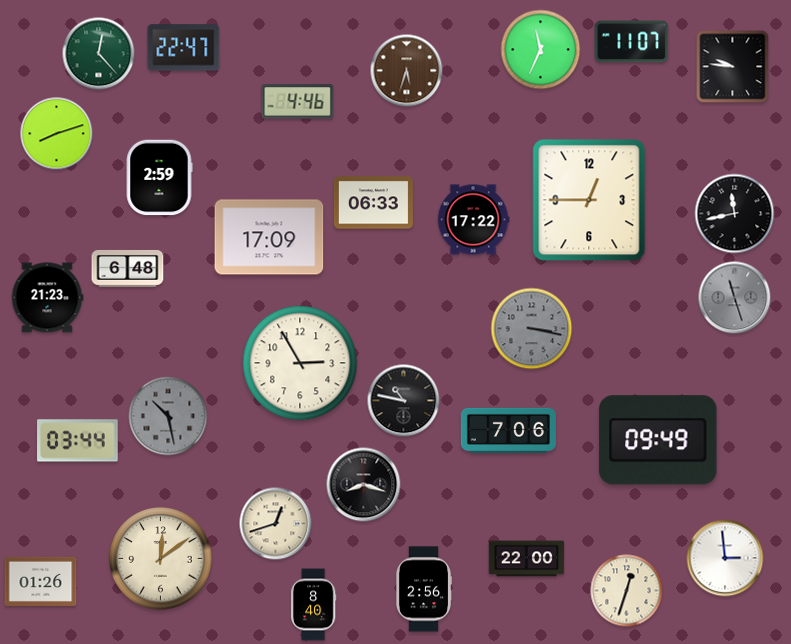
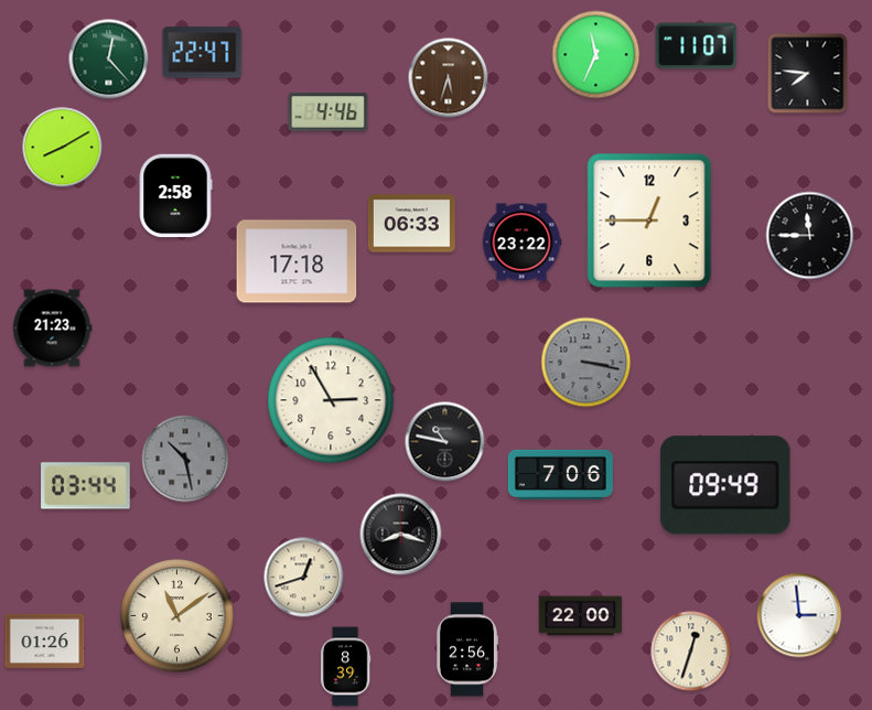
clock at (733, 67): 9:46 -> 7:46
clock at (57, 134): 8:12 -> 8:10
clock at (159, 178): 2:59 -> 2:58
clock at (735, 214): 11:43 -> 11:45
clock at (473, 220): 17:22 -> 23:22
clock at (269, 237): 17:09 -> 17:18
clock at (128, 268): 6:48 -> none
clock at (735, 298): 11:27 -> none
clock at (161, 559): 12:09 -> 11:09
clock at (314, 605): 8:40 -> 8:39
